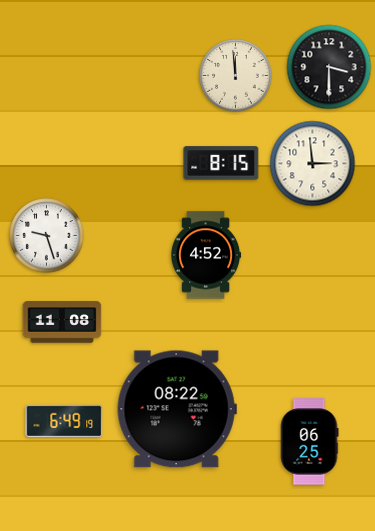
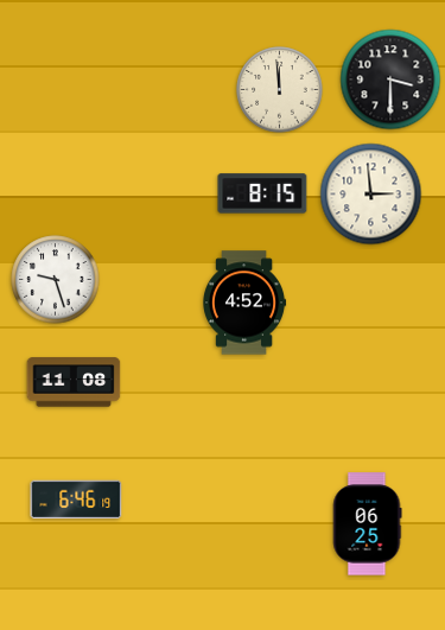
clock at (177, 409): 08:22 -> none
clock at (64, 421): 6:49 -> 6:46
